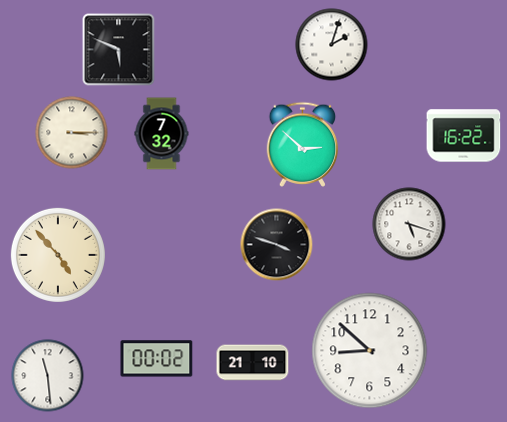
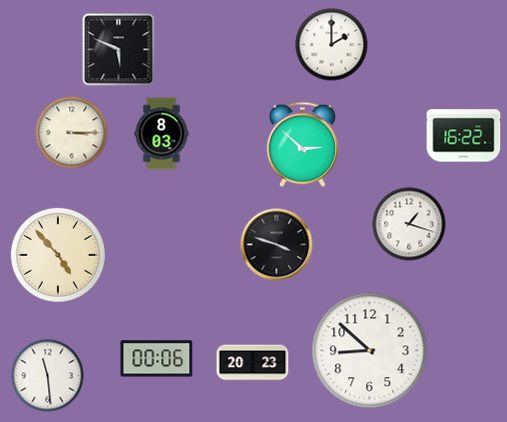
clock at (332, 45): 2:03 -> 2:00
clock at (162, 134): 7:32 -> 8:03
clock at (409, 224): 5:18 -> 1:18
clock at (157, 359): 00:02 -> 00:06
clock at (253, 363): 21:10 -> 20:23
